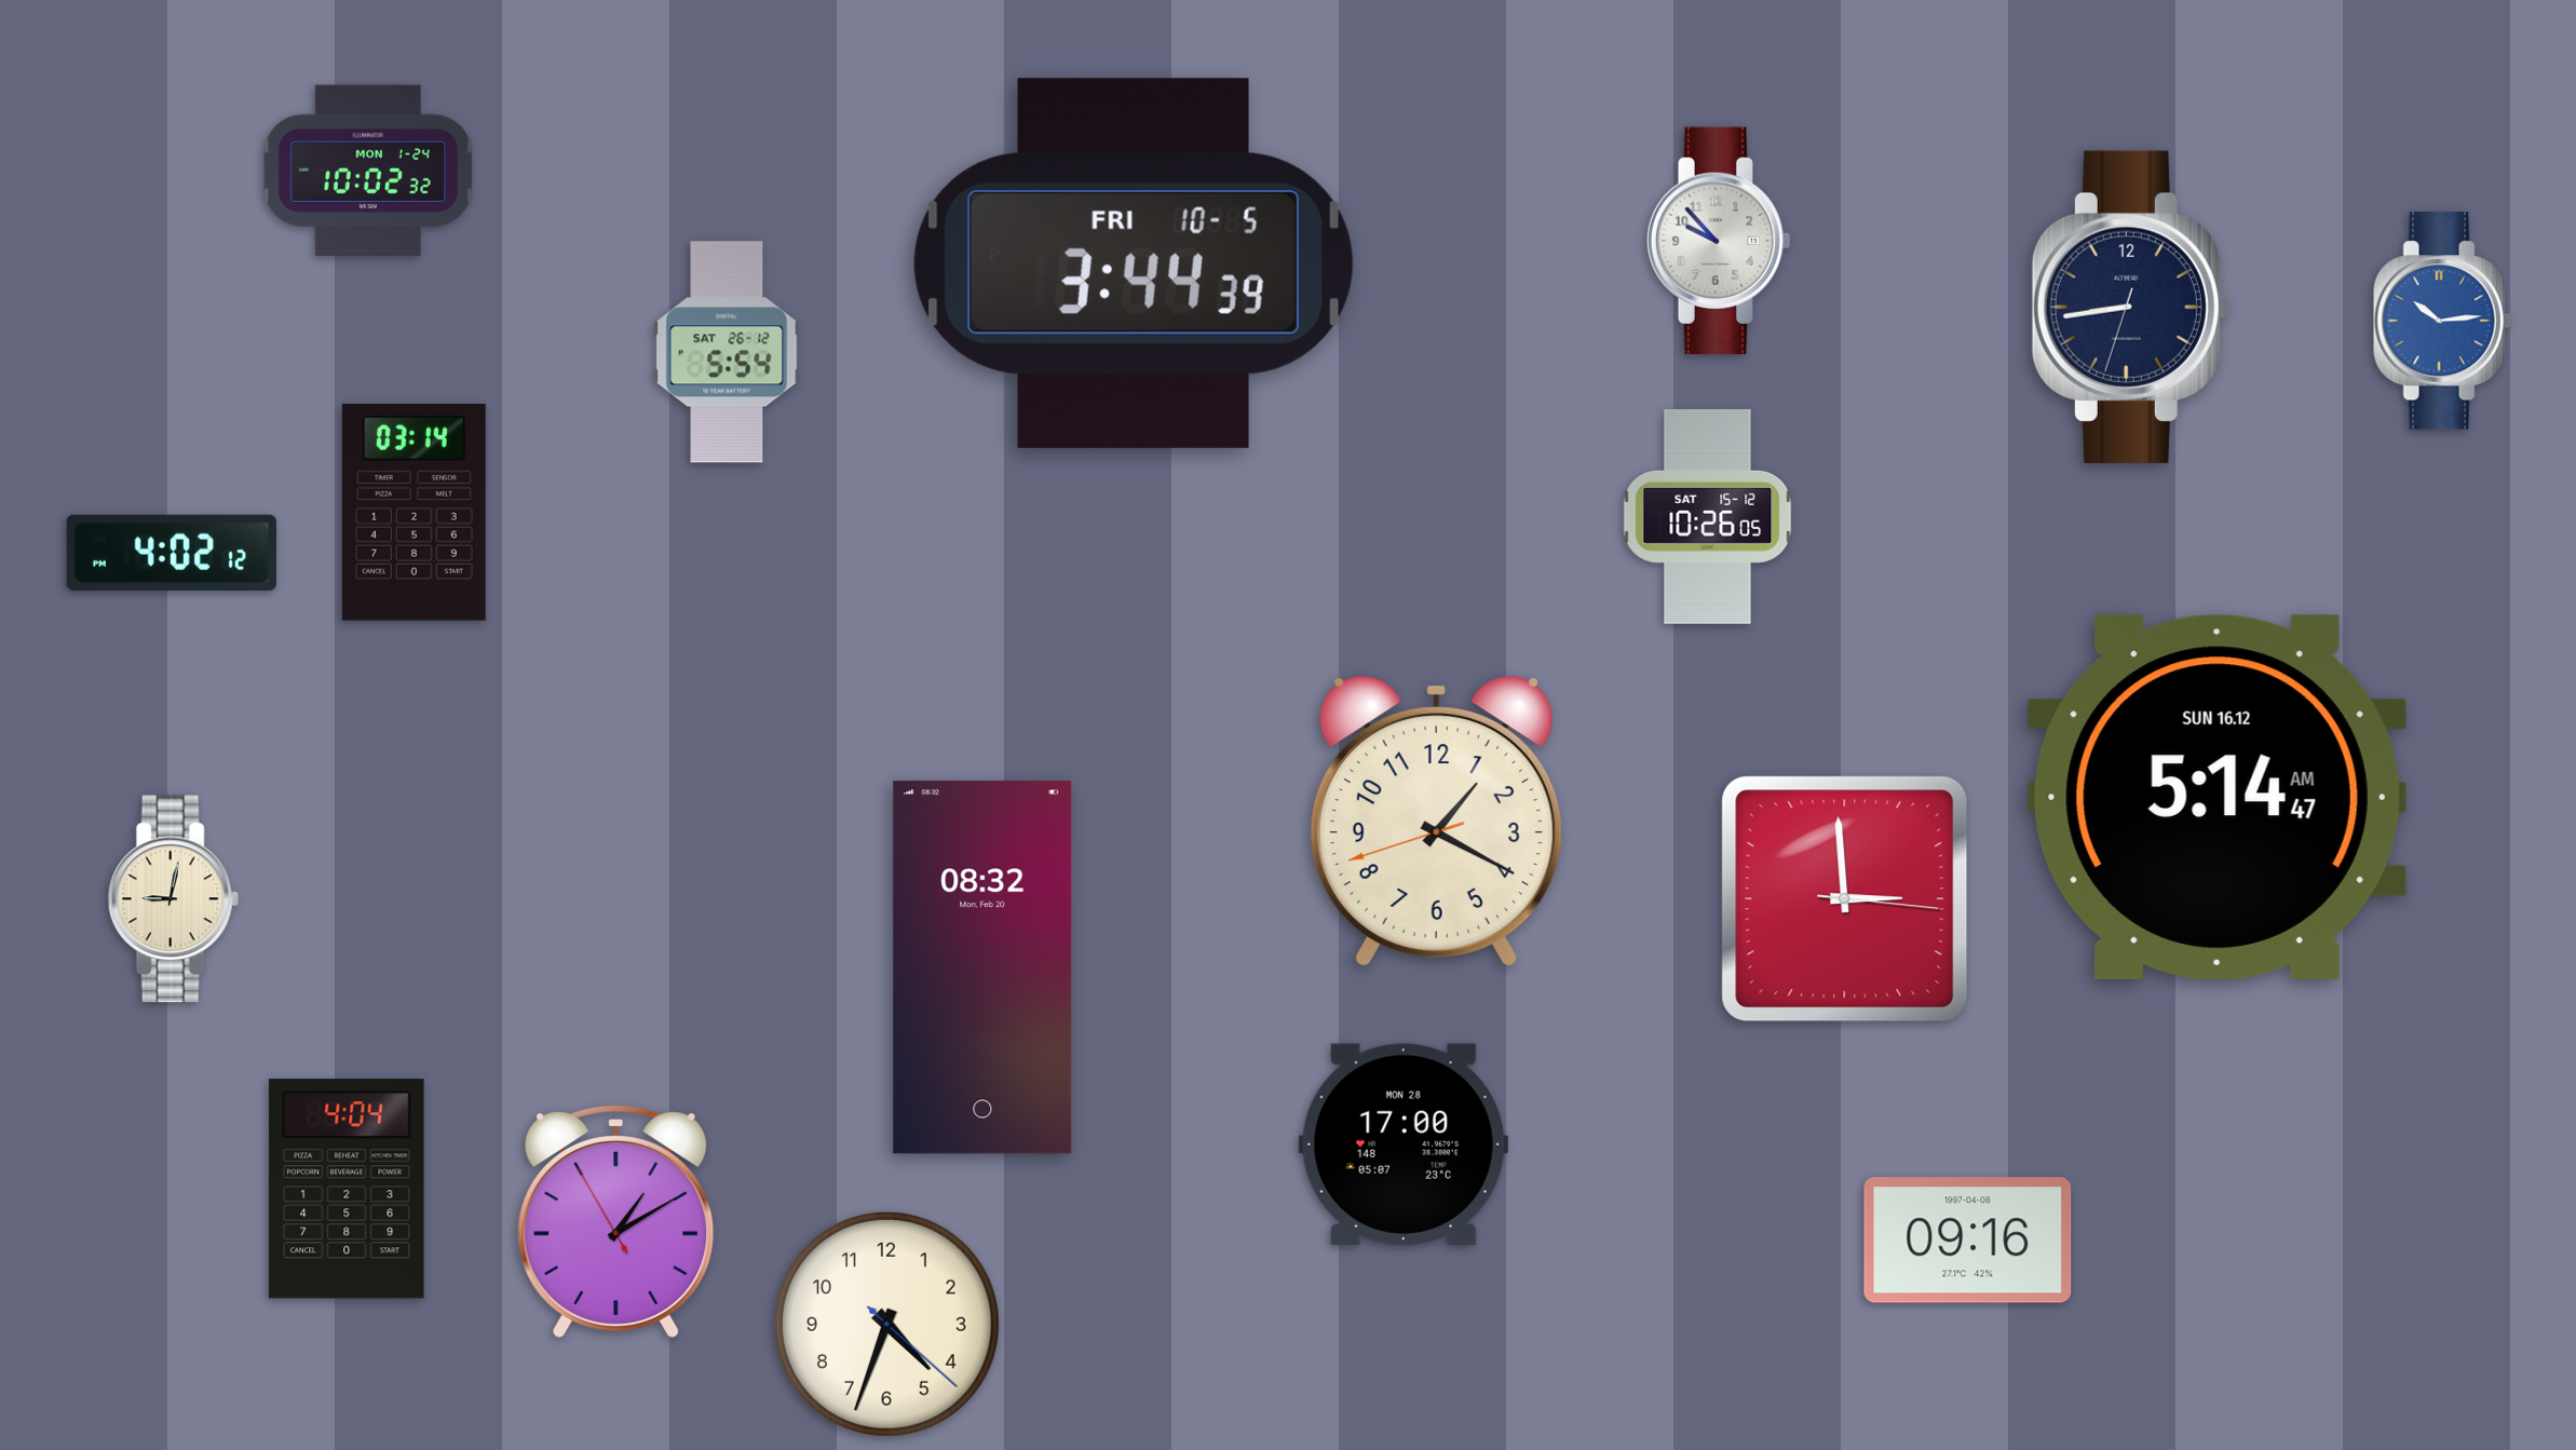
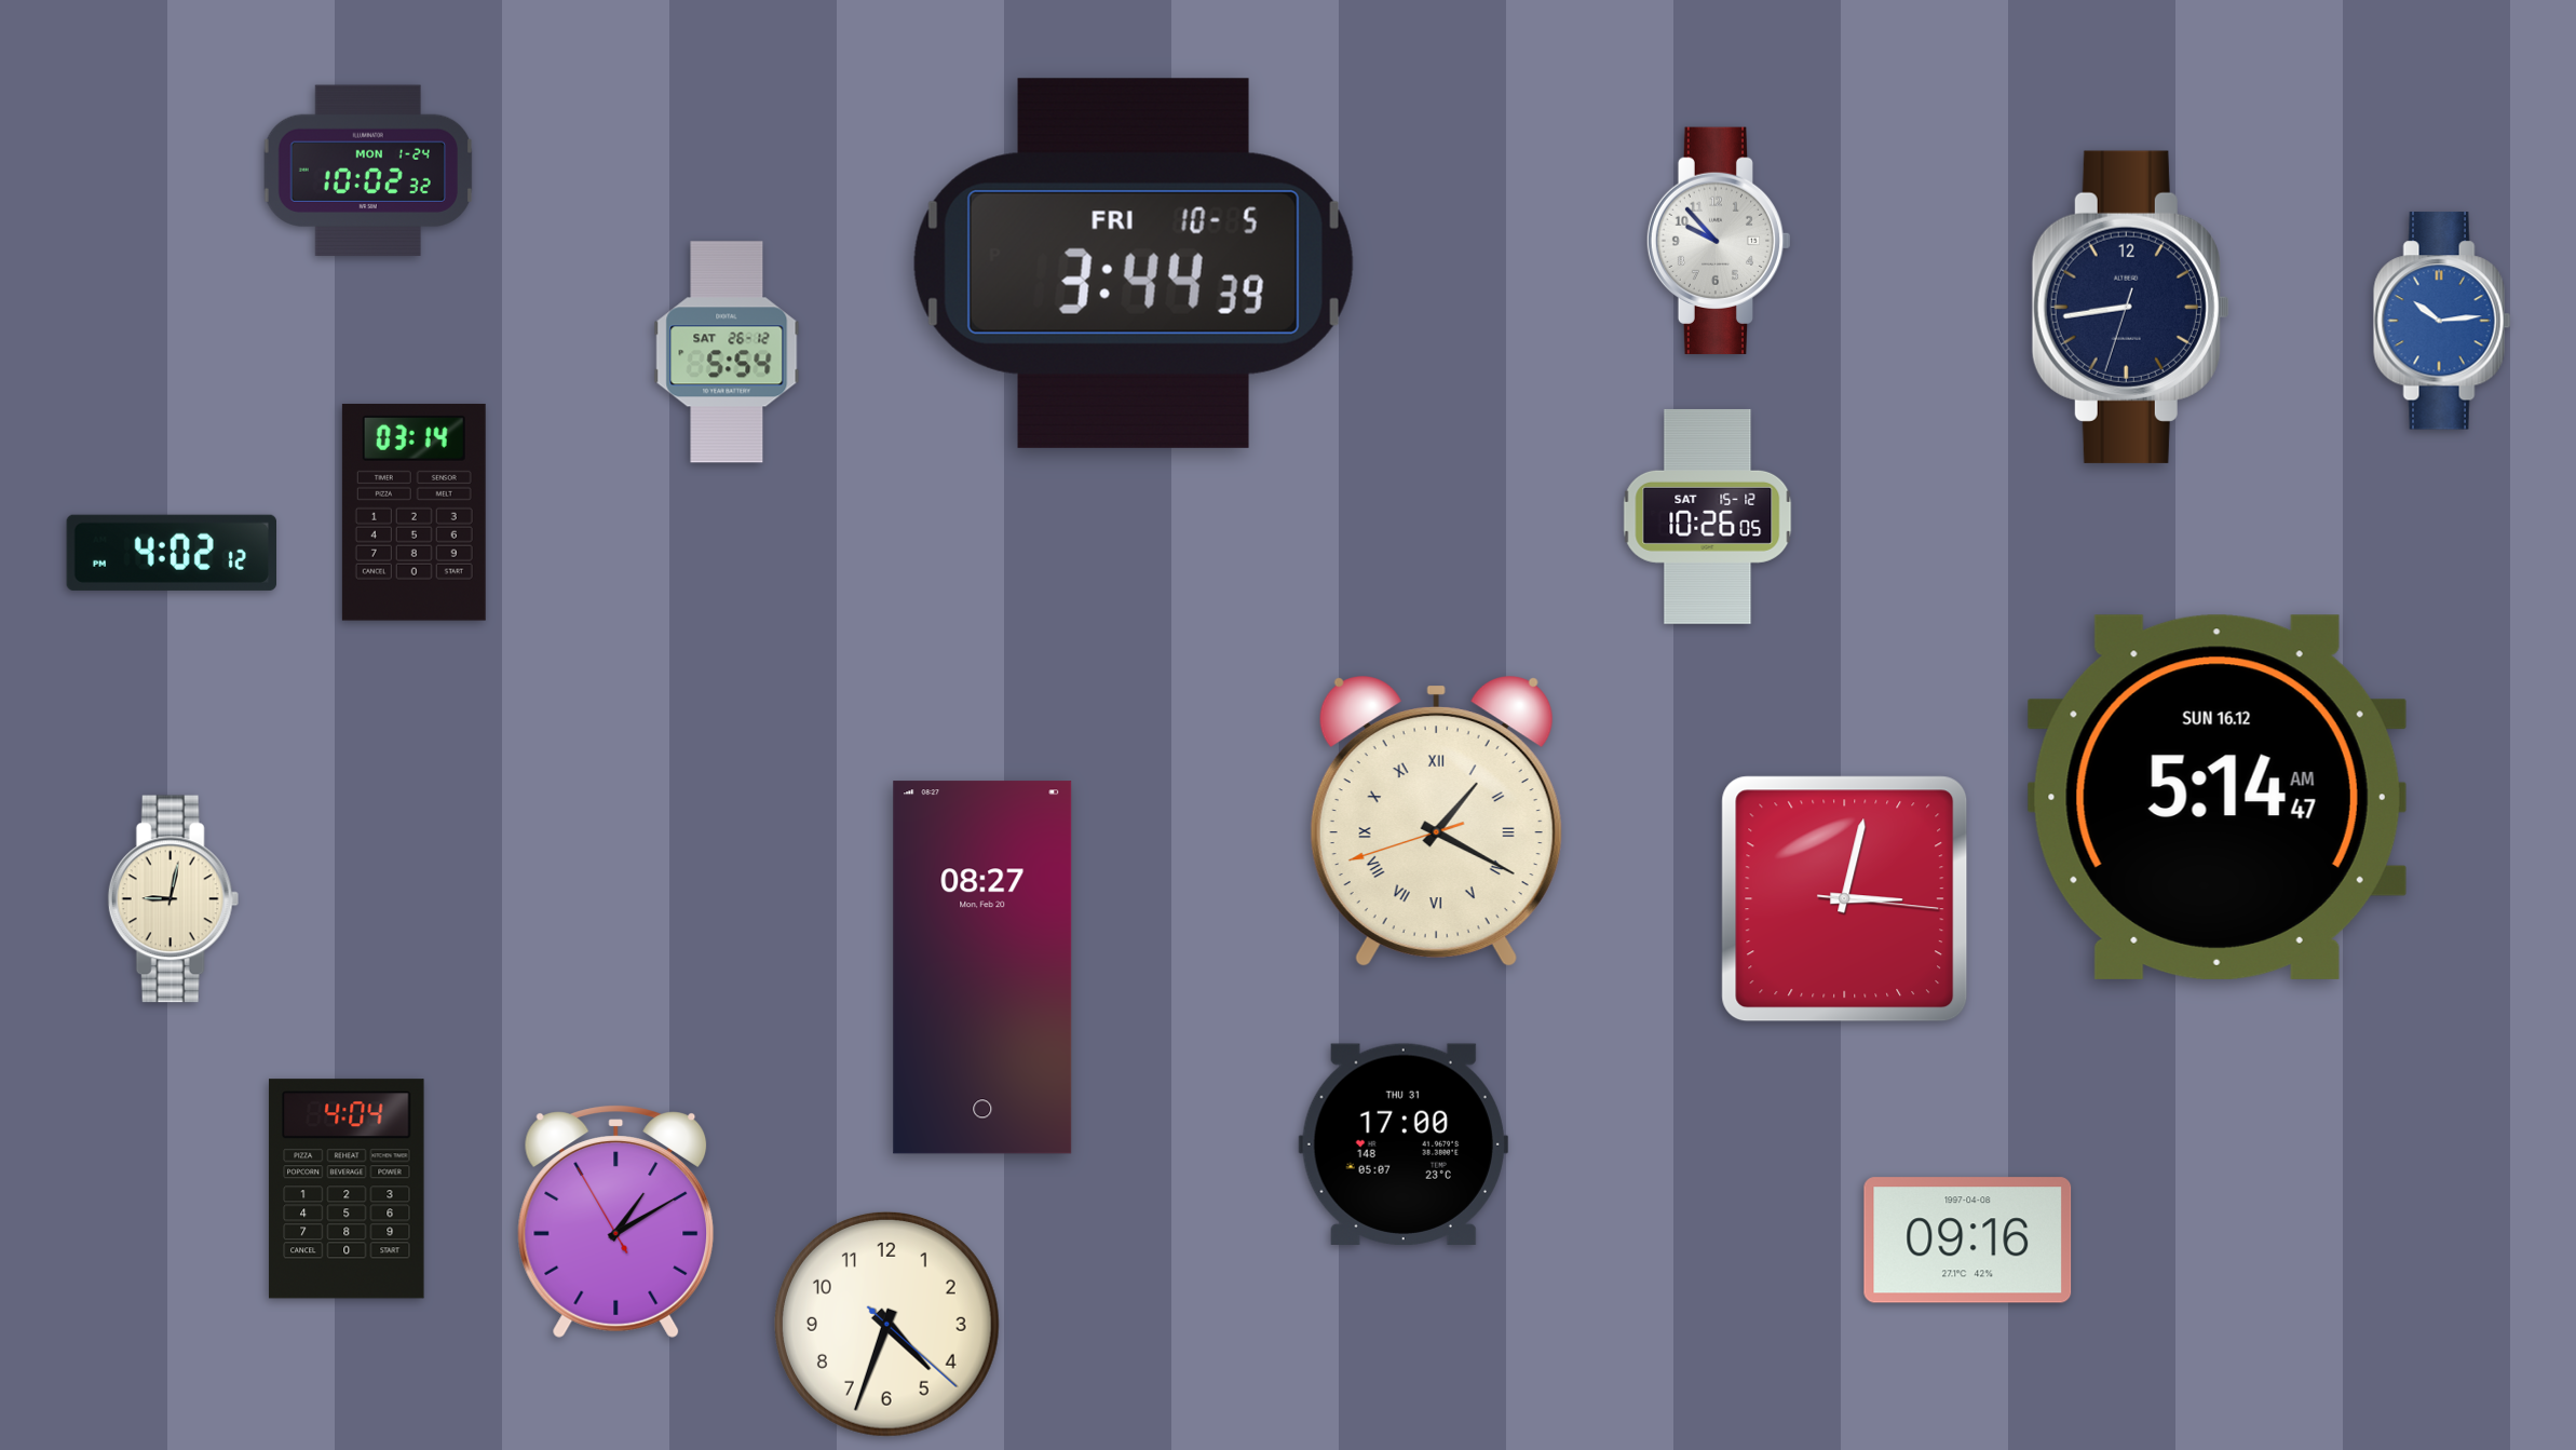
clock at (1436, 822) numerals: Arabic -> Roman
clock at (1845, 899): 2:59 -> 3:02
clock at (982, 967): 08:32 -> 08:27
clock at (1404, 1144) date: MON 28 -> THU 31
